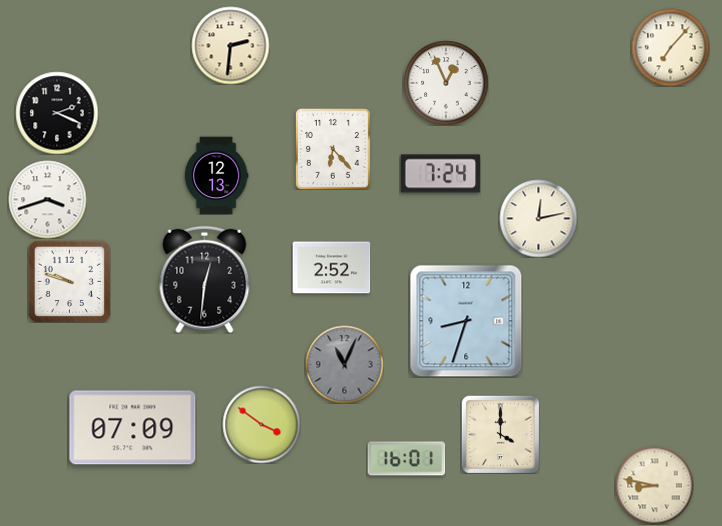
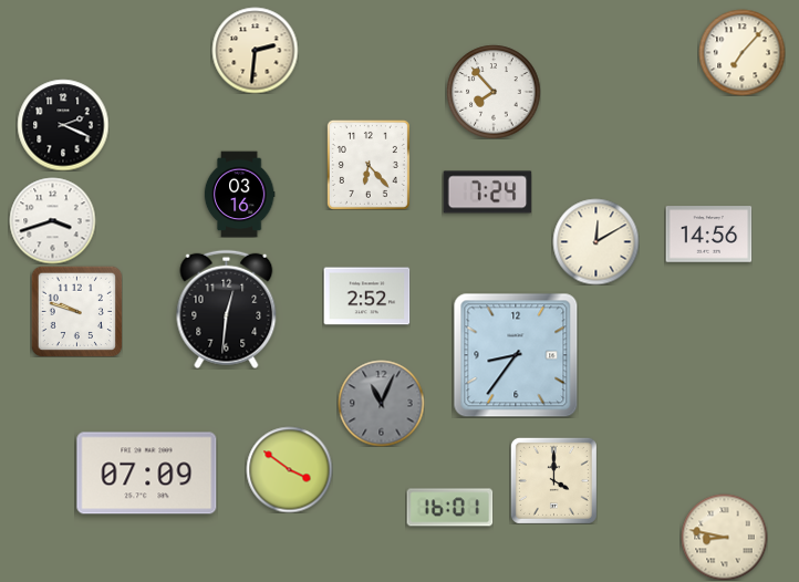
clock at (446, 83): 12:56 -> 7:53
clock at (216, 175): 12:13 -> 03:16
clock at (708, 235): none -> 14:56
clock at (538, 218): 12:13 -> 12:10
clock at (466, 321): 8:33 -> 8:36
